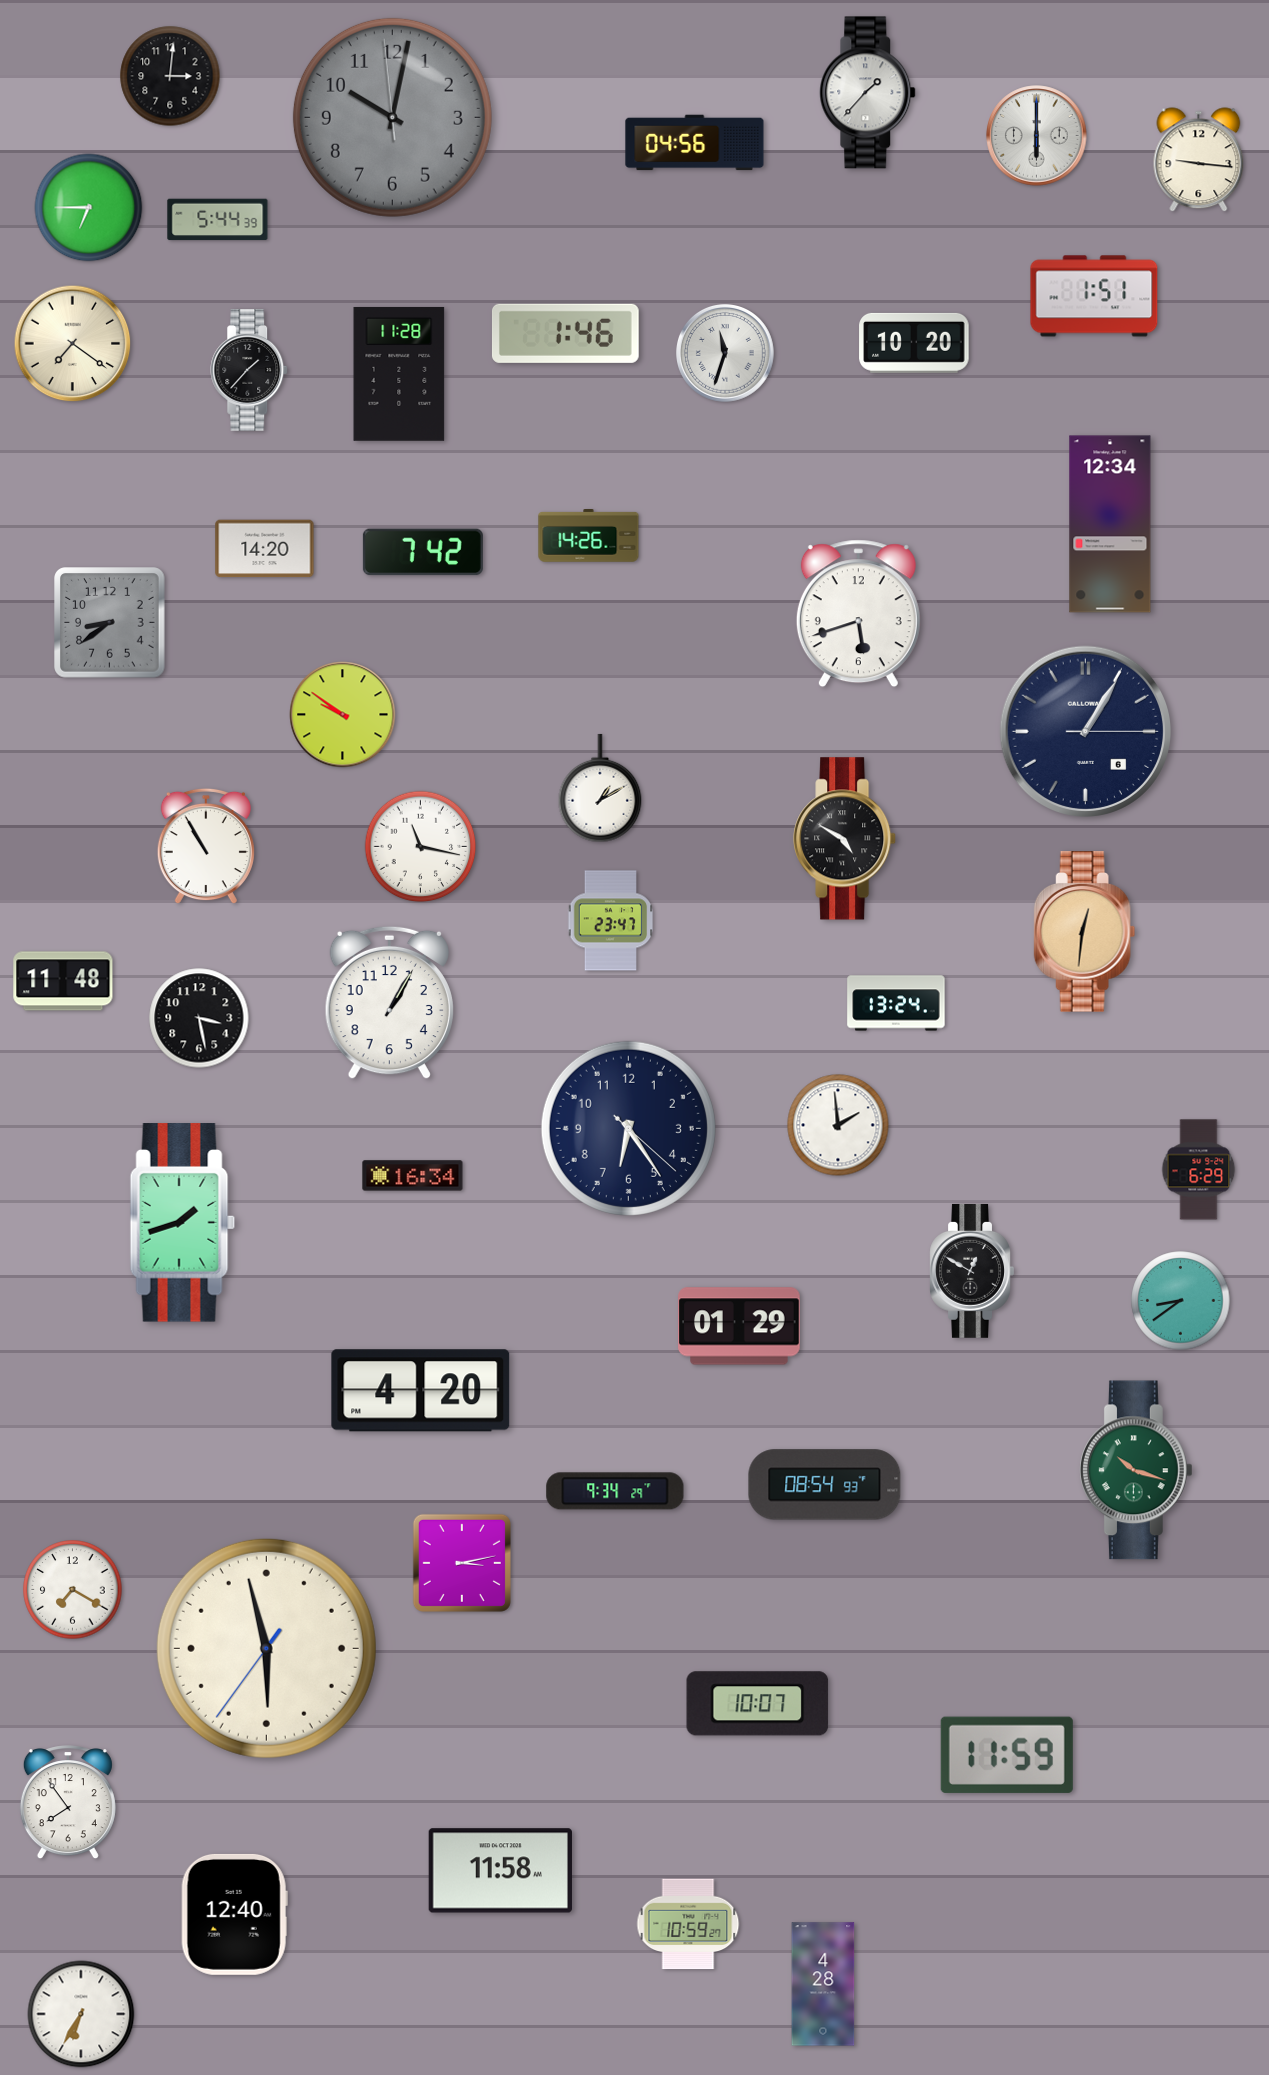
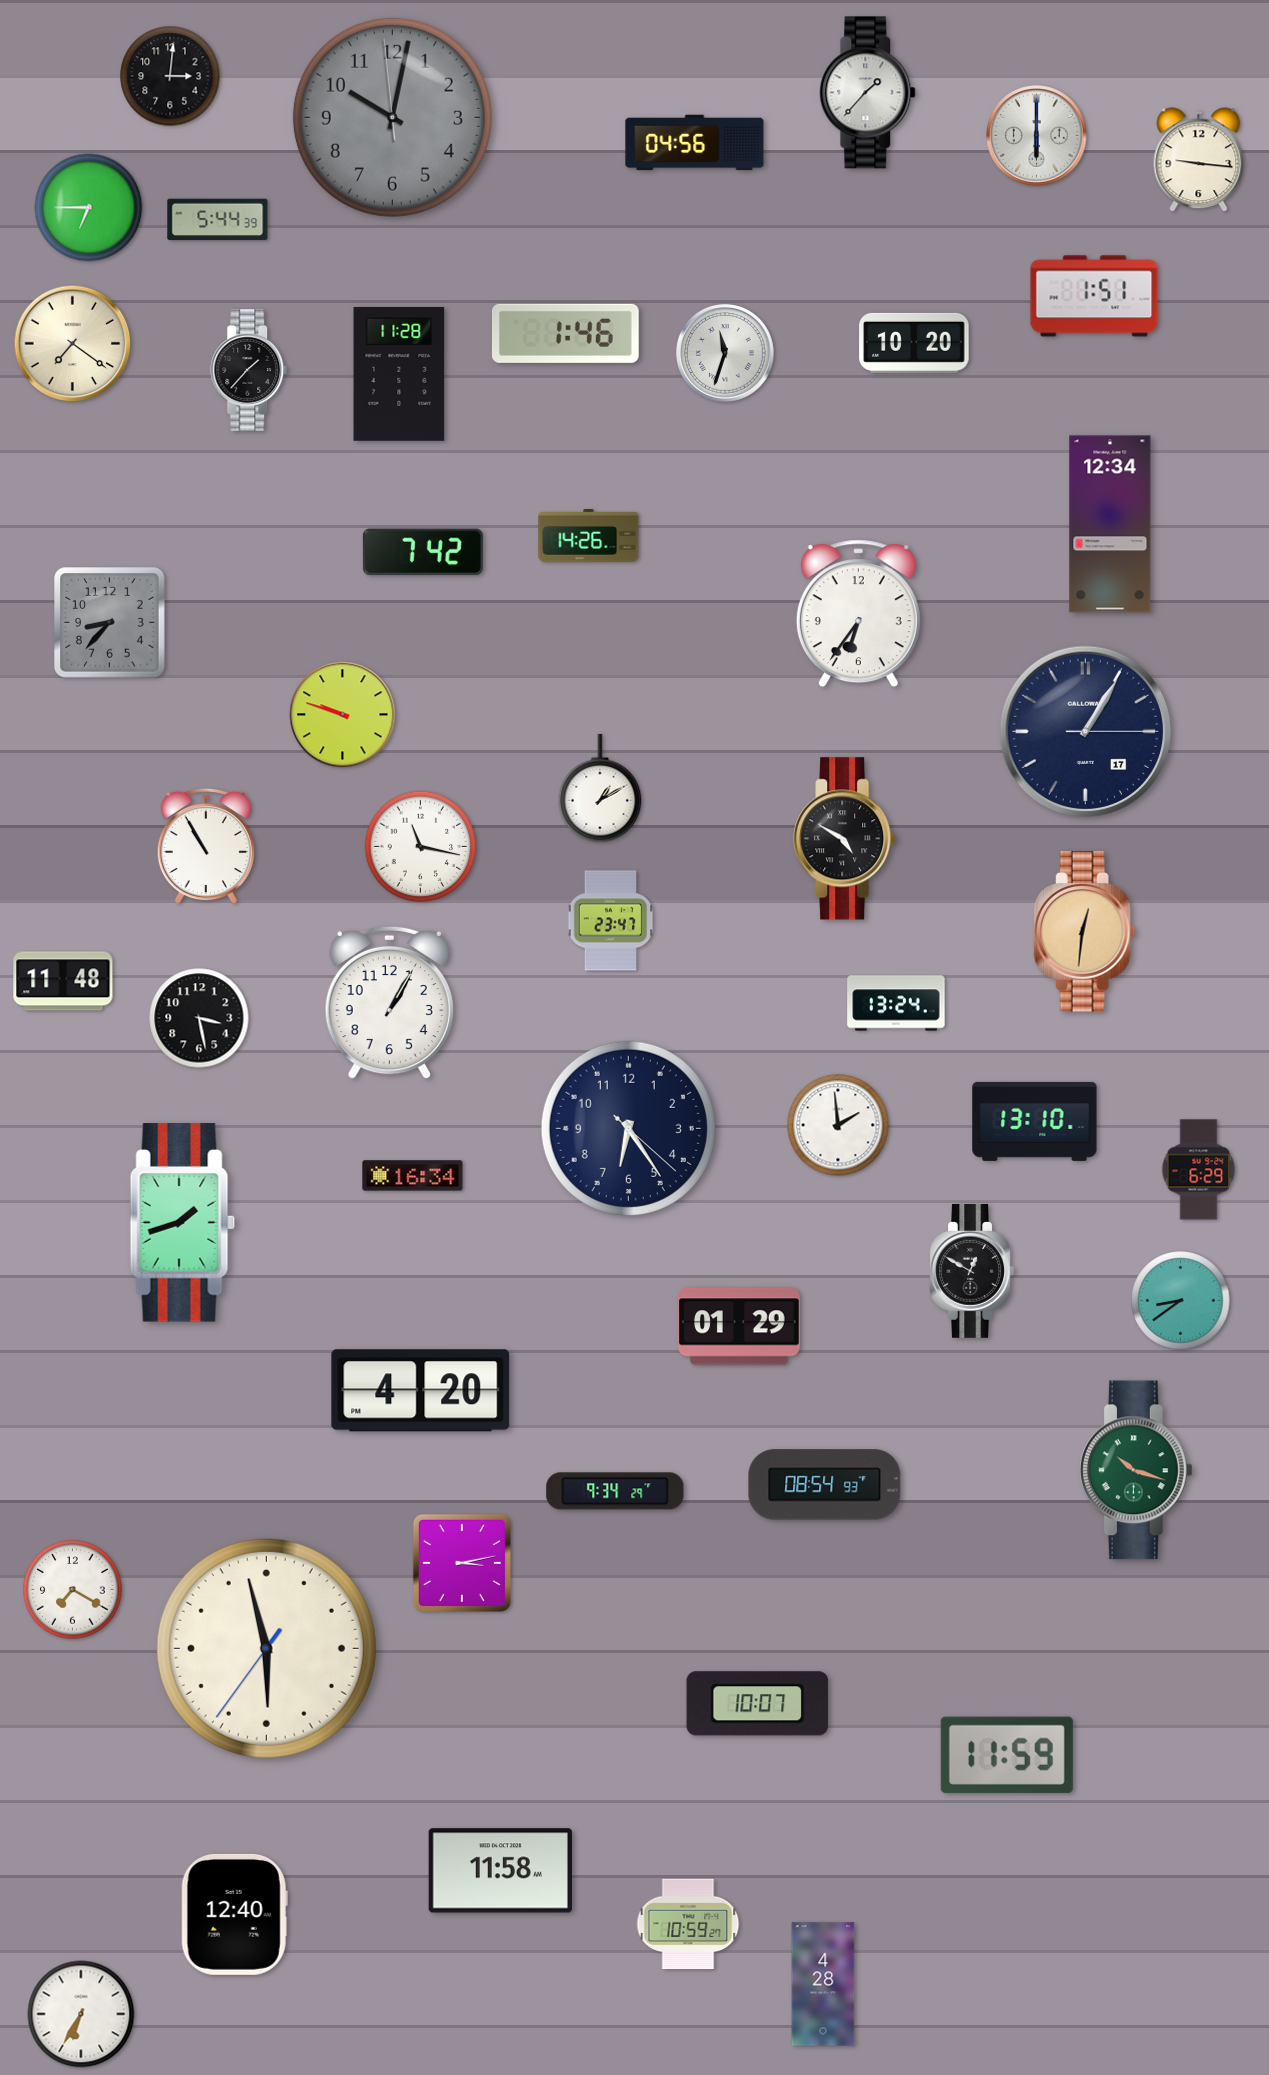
clock at (265, 549): 14:20 -> none
clock at (858, 614): 5:42 -> 6:36
clock at (110, 623): 8:39 -> 8:37
clock at (343, 715): 9:51 -> 9:48
clock at (1085, 731) date: 6 -> 17
clock at (1035, 1121): none -> 13:10
clock at (68, 1803): 7:54 -> none
